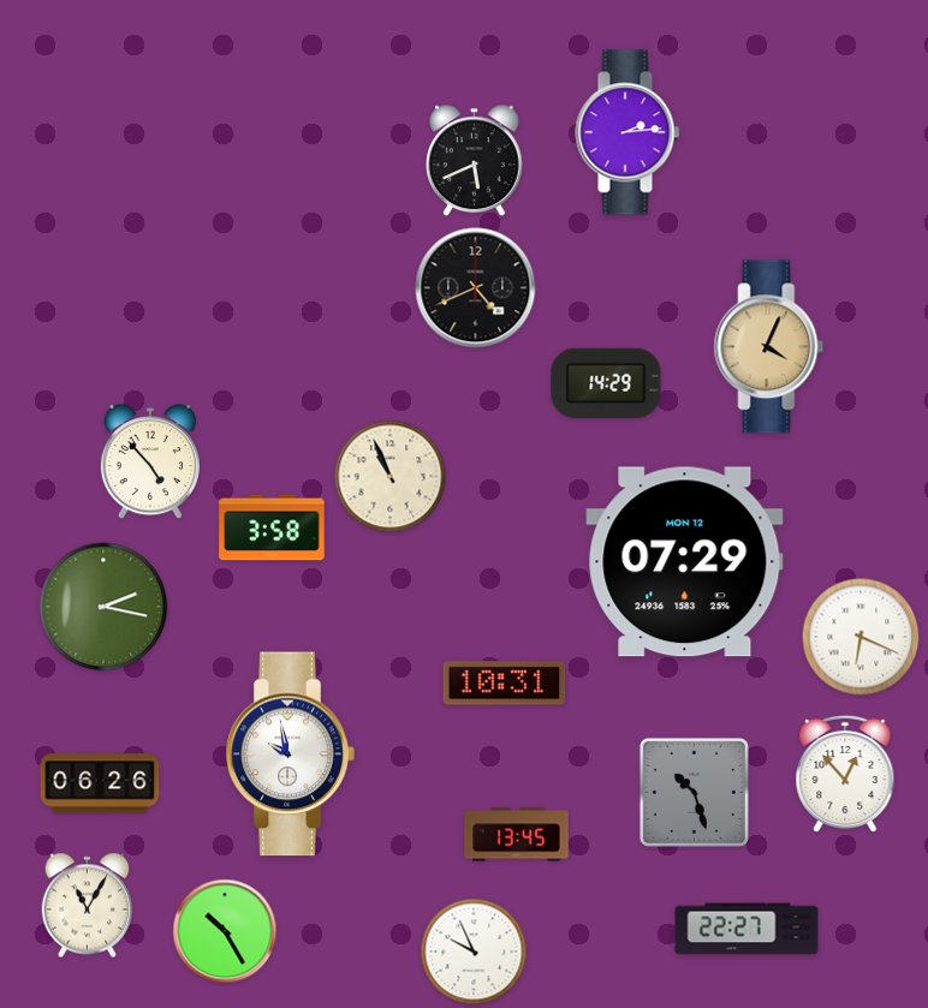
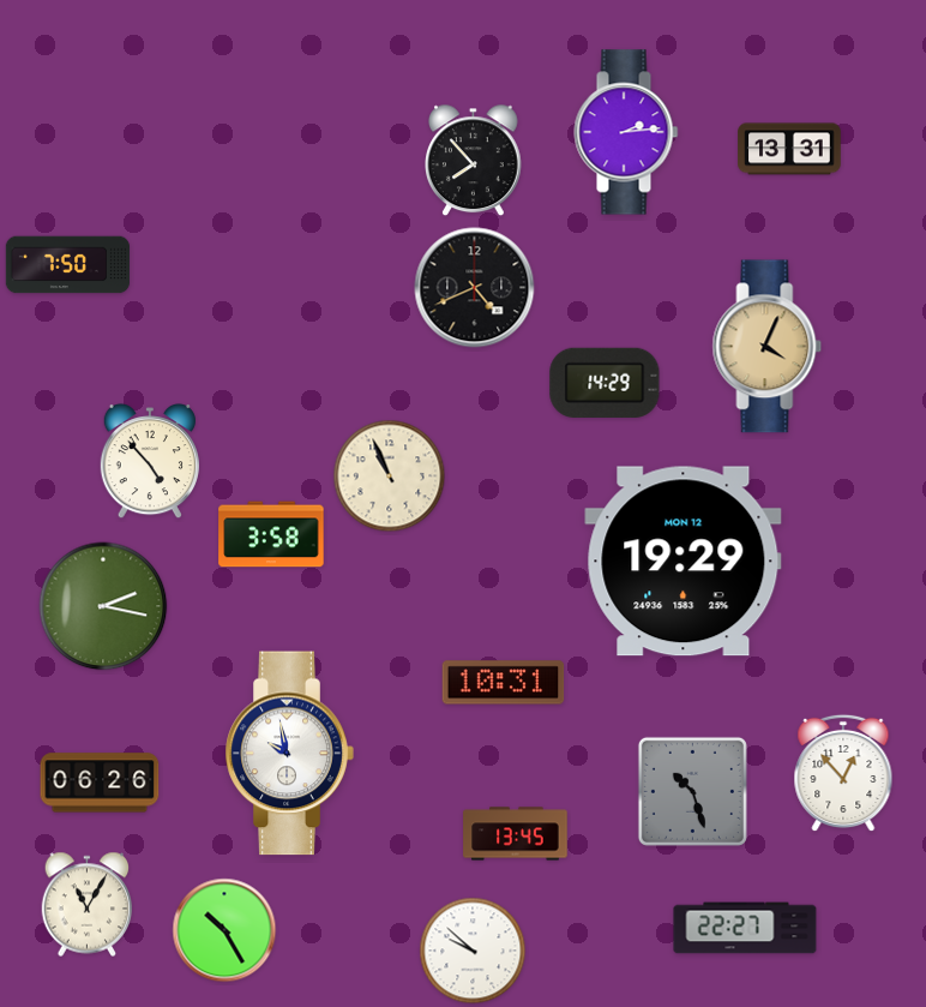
clock at (789, 149): none -> 13:31
clock at (475, 161): 5:41 -> 7:53
clock at (68, 265): none -> 7:50
clock at (272, 527) position: (272, 527) -> (271, 534)
clock at (685, 562): 07:29 -> 19:29
clock at (861, 637): 6:19 -> none
clock at (474, 952): 9:56 -> 9:52
